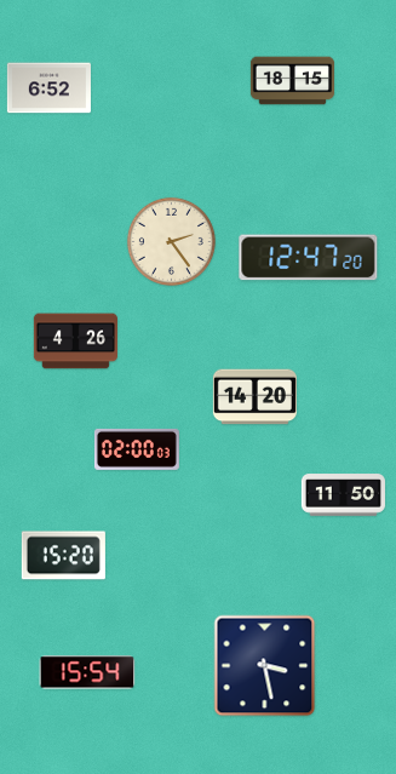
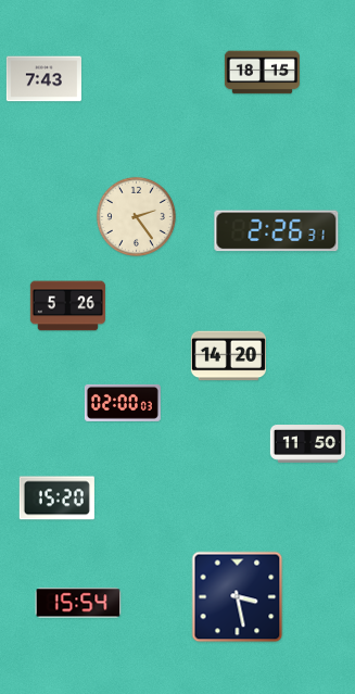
clock at (48, 88): 6:52 -> 7:43
clock at (171, 241) position: (171, 241) -> (136, 216)
clock at (309, 258): 12:47 -> 2:26
clock at (75, 342): 4:26 -> 5:26
